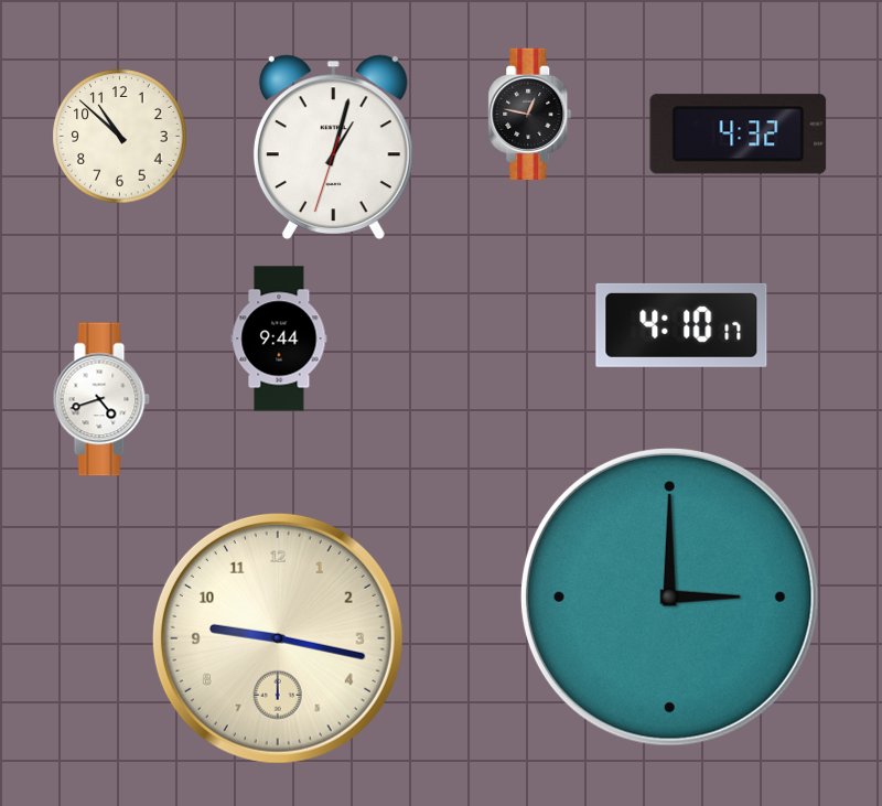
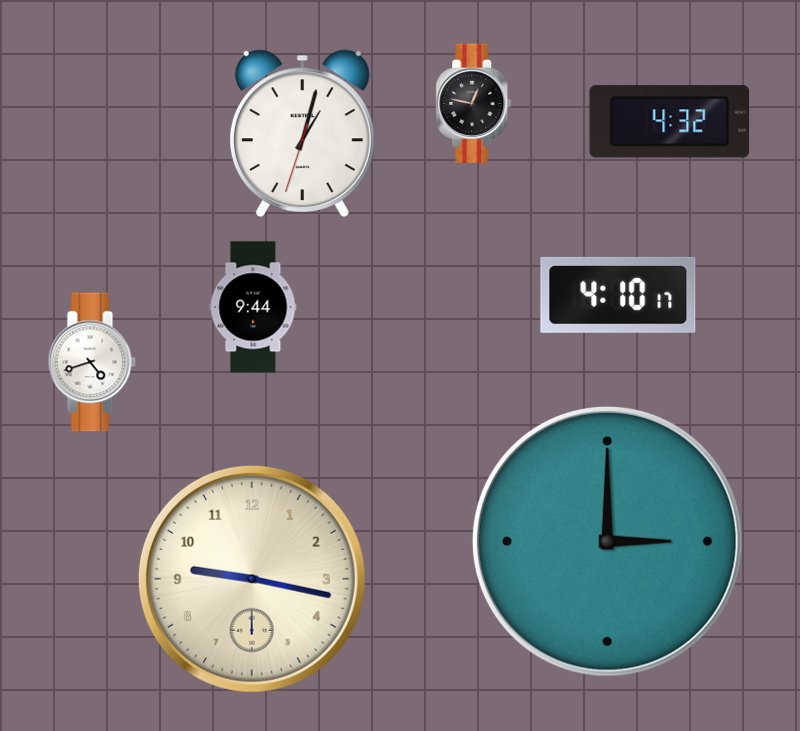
clock at (530, 114) position: (530, 114) -> (474, 103)
clock at (120, 137): 10:52 -> none
